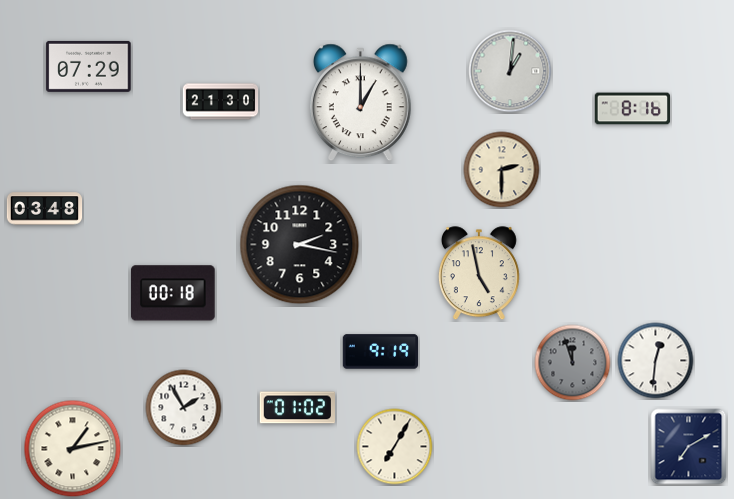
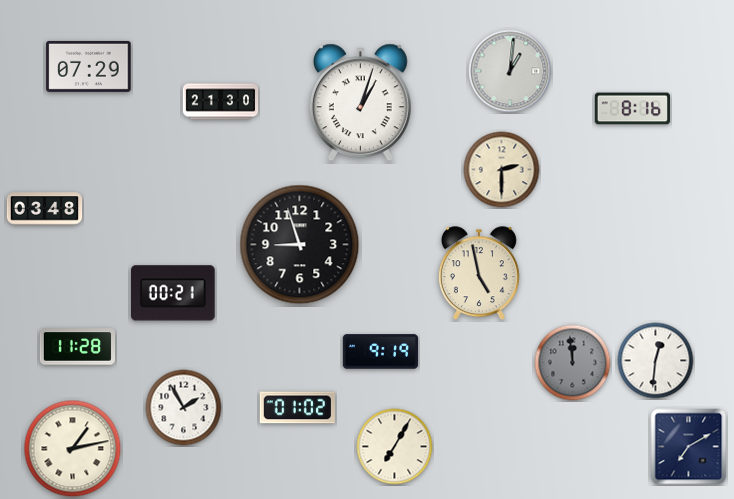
clock at (360, 103): 1:00 -> 1:03
clock at (300, 245): 2:17 -> 8:57
clock at (174, 293): 00:18 -> 00:21
clock at (78, 347): none -> 11:28
clock at (573, 363): 11:57 -> 11:59
